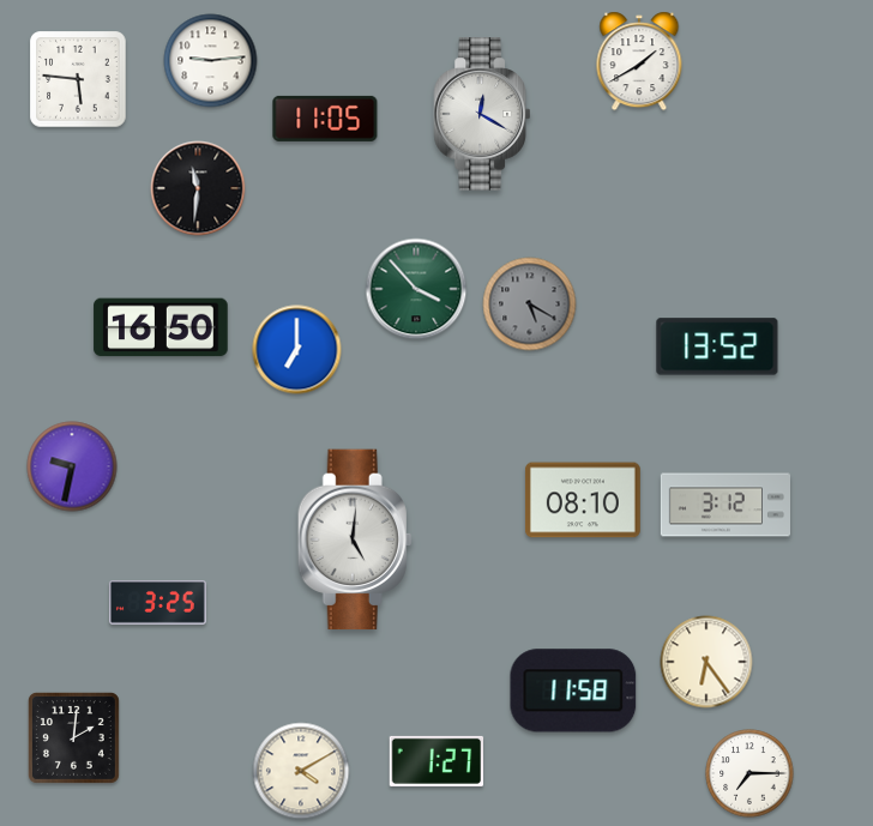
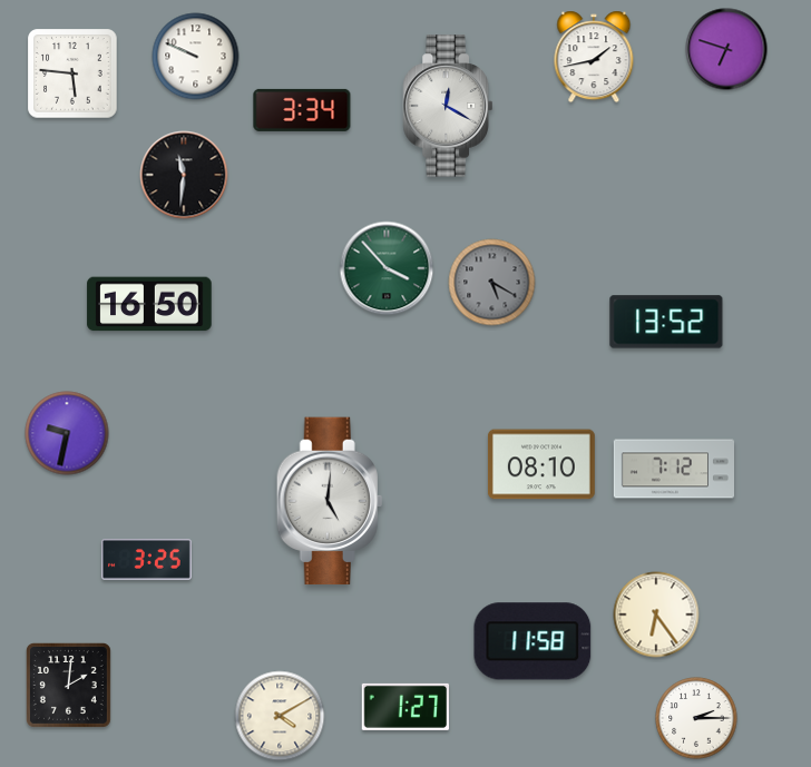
clock at (726, 49): none -> 6:48
clock at (211, 61): 9:14 -> 9:49
clock at (639, 61): 1:40 -> 1:43
clock at (325, 119): 11:05 -> 3:34
clock at (297, 350): 7:00 -> none
clock at (724, 505): 3:12 -> 7:12
clock at (749, 773): 7:15 -> 2:15
